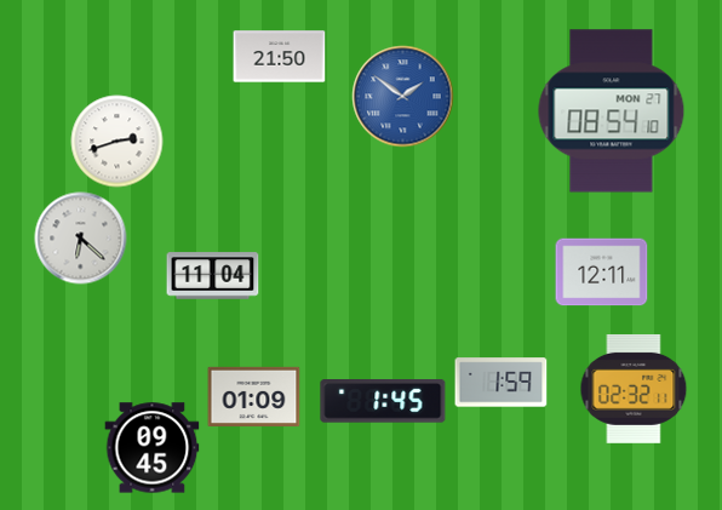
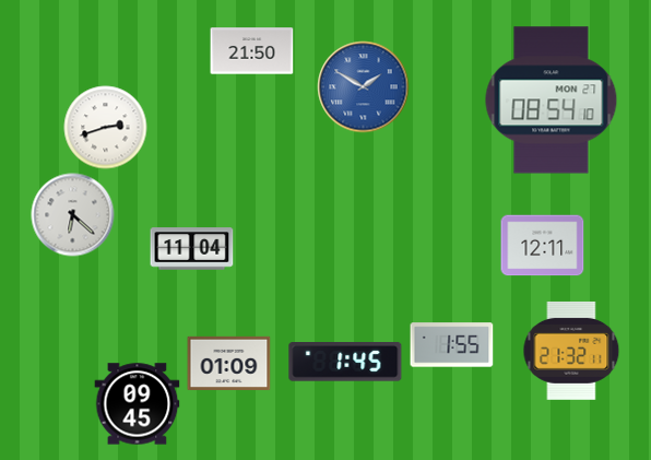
clock at (403, 97): 1:51 -> 1:50
clock at (502, 383): 1:59 -> 1:55
clock at (634, 389): 02:32 -> 21:32
clock at (254, 396) position: (254, 396) -> (229, 363)
